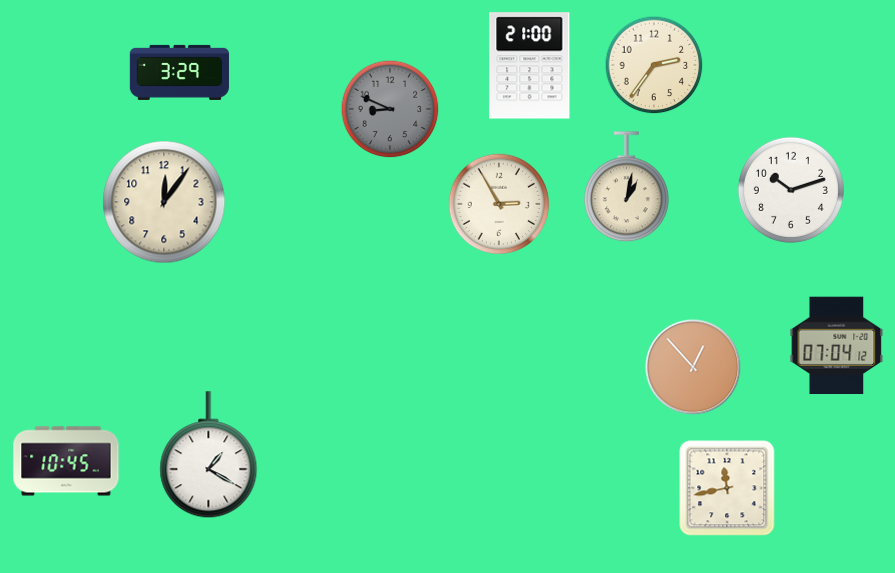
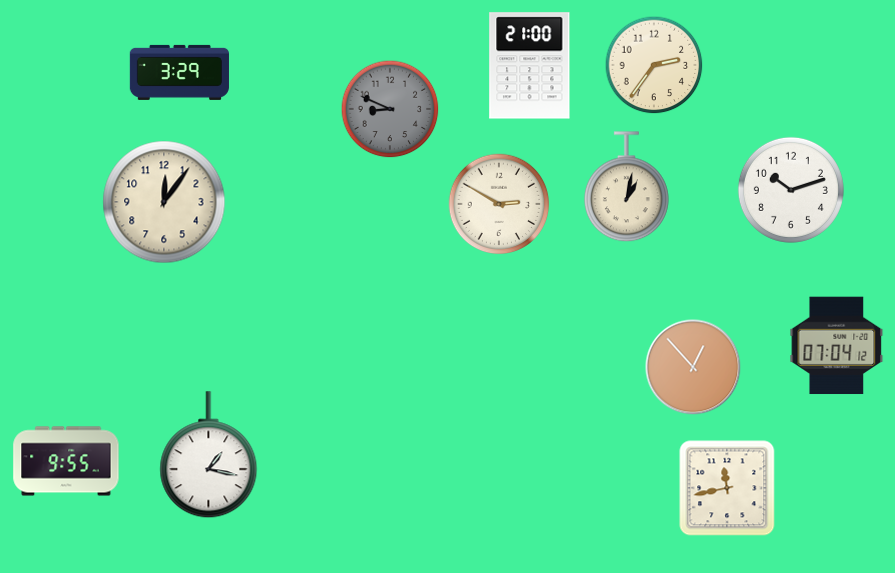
clock at (499, 204): 2:55 -> 2:50
clock at (209, 455): 1:20 -> 1:17
clock at (66, 461): 10:45 -> 9:55
